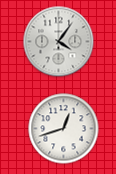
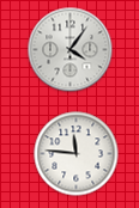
clock at (64, 129): 12:42 -> 11:46
